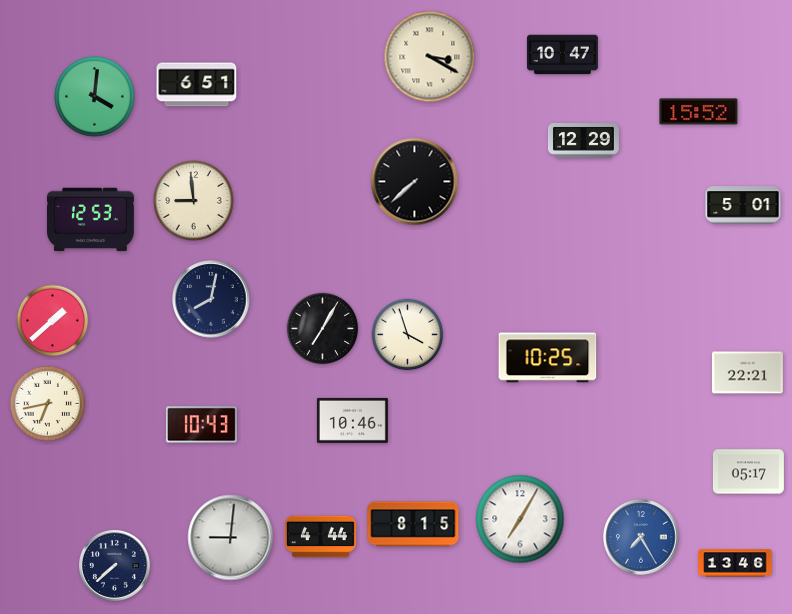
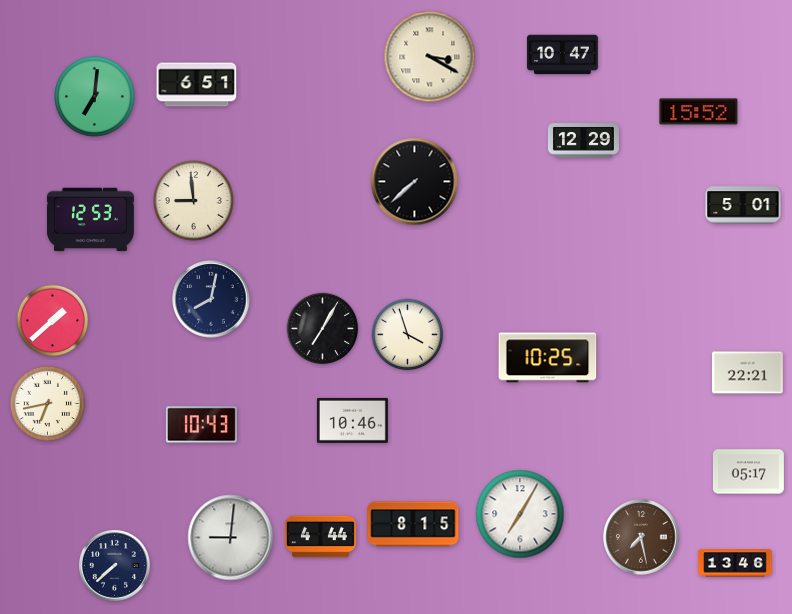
clock at (95, 97): 4:01 -> 7:01
clock at (520, 519) position: (520, 519) -> (520, 514)
clock at (641, 537): 7:25 -> 7:28
clock at (641, 537) dial: blue -> brown
